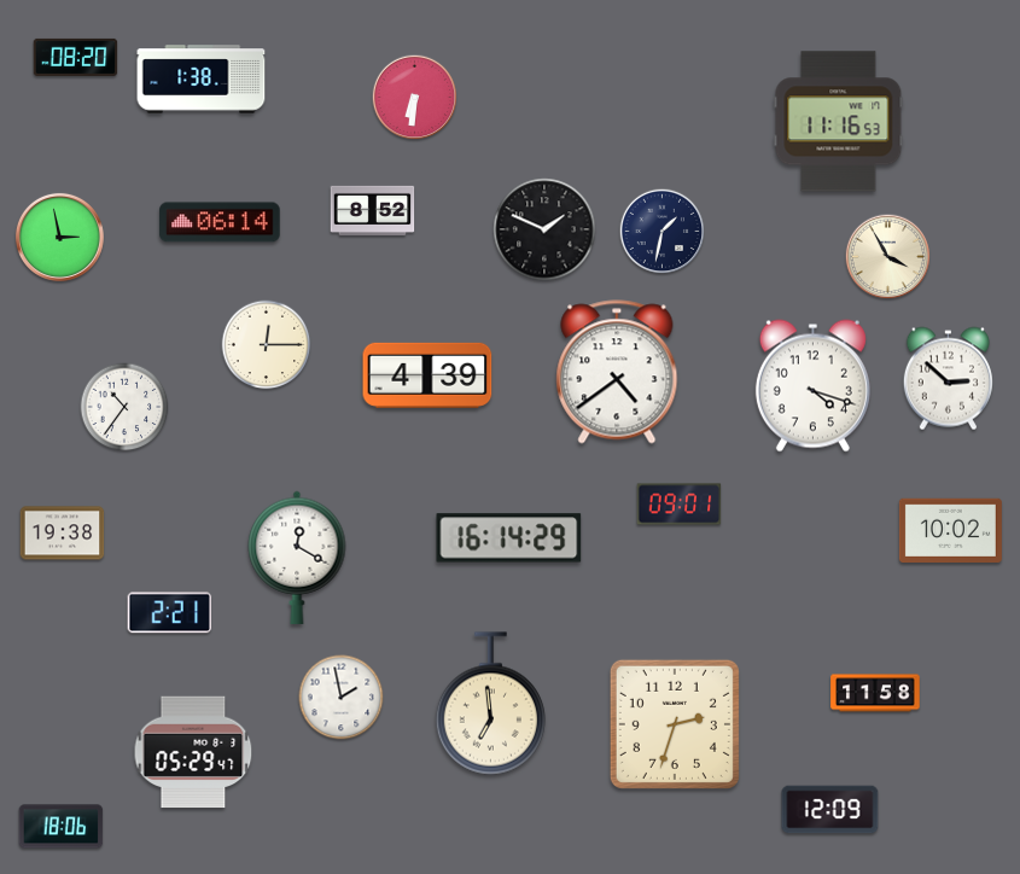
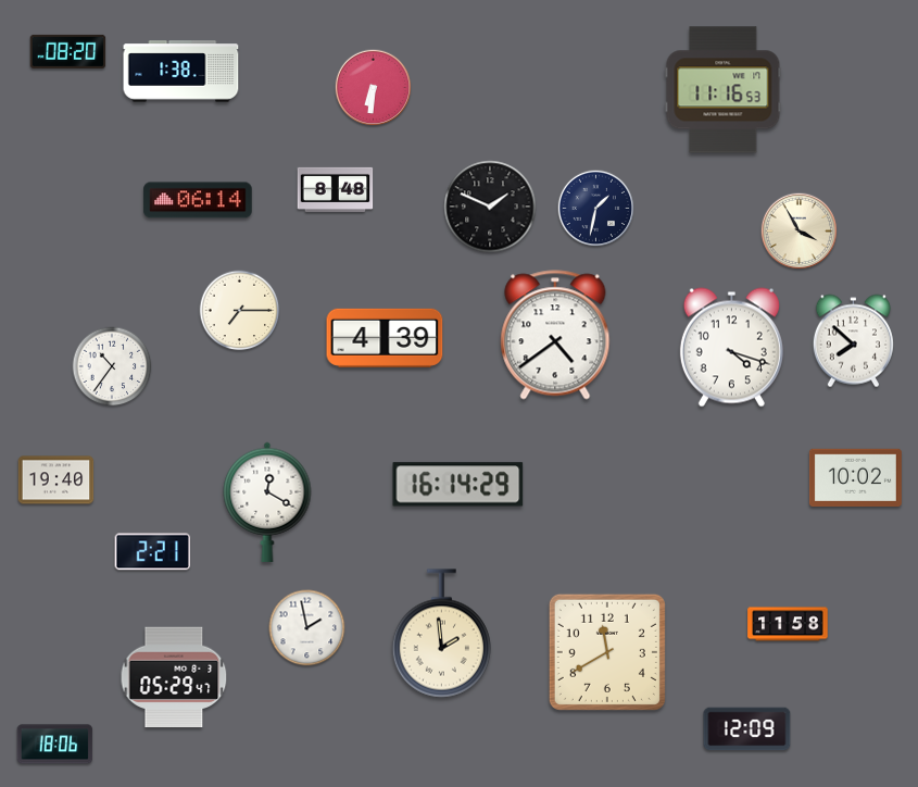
clock at (839, 122) position: (839, 122) -> (724, 90)
clock at (373, 210): 8:52 -> 8:48
clock at (59, 237): 2:58 -> none
clock at (267, 345): 12:15 -> 7:15
clock at (948, 379): 2:52 -> 7:52
clock at (680, 505): 09:01 -> none
clock at (63, 534): 19:38 -> 19:40
clock at (490, 704): 6:59 -> 1:59
clock at (675, 724): 2:33 -> 11:40
